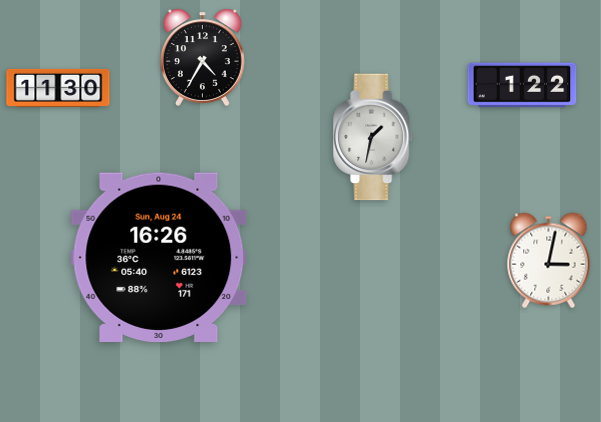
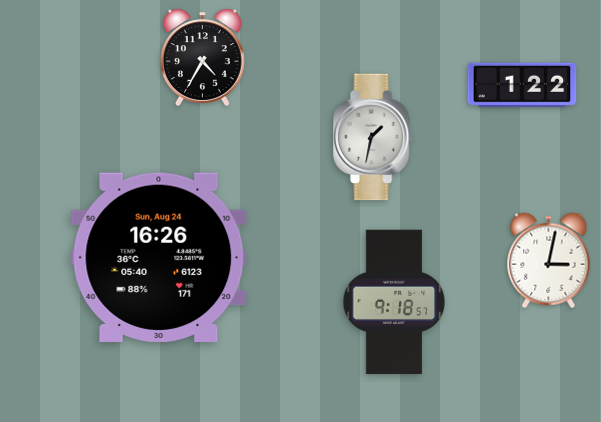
clock at (58, 88): 11:30 -> none
clock at (394, 302): none -> 9:18
